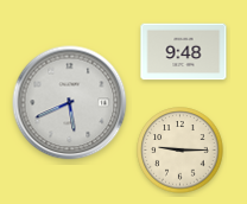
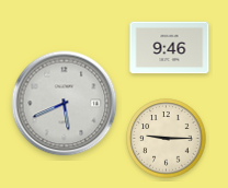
clock at (184, 52): 9:48 -> 9:46
clock at (70, 103) position: (70, 103) -> (65, 104)
